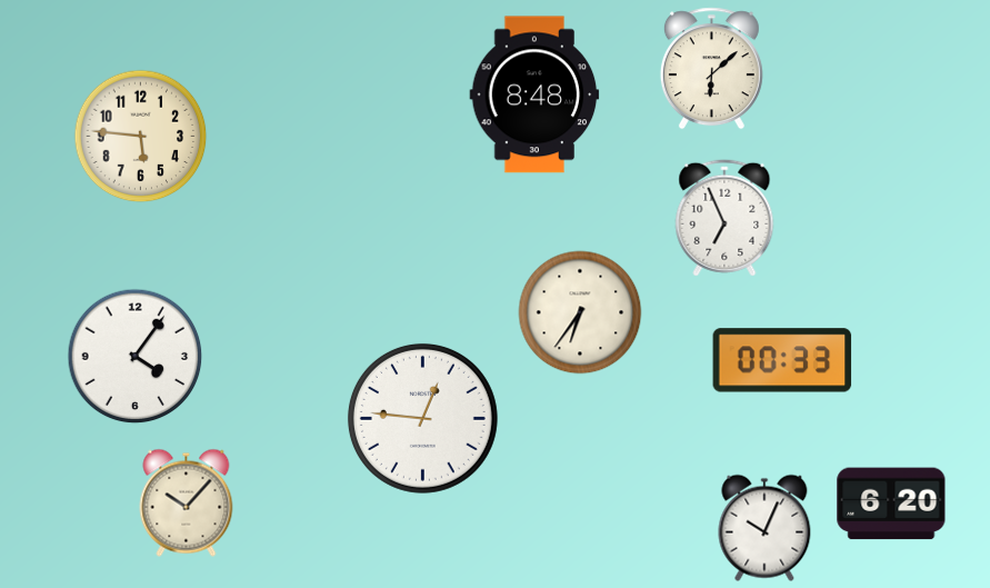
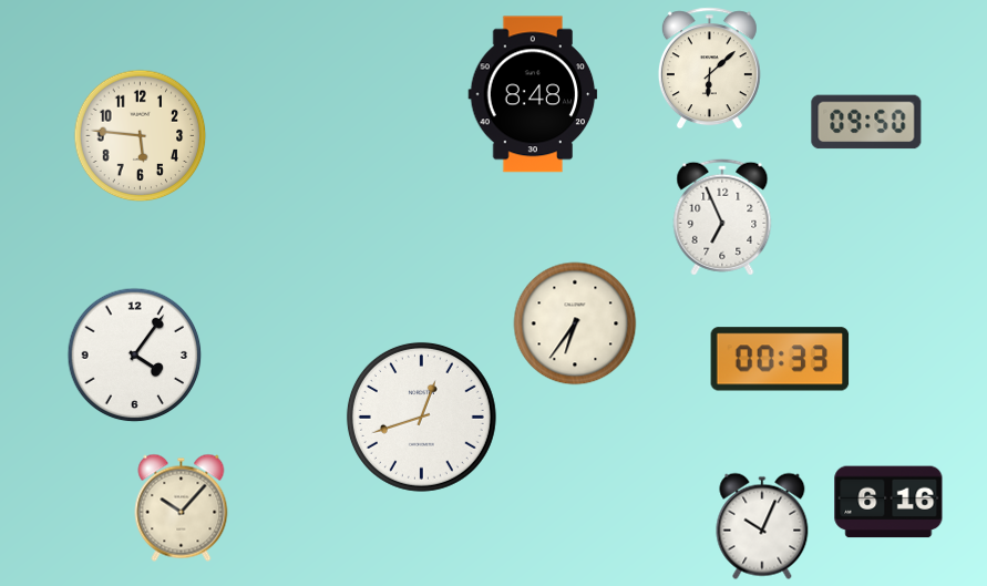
clock at (866, 122): none -> 09:50
clock at (580, 312) position: (580, 312) -> (575, 323)
clock at (422, 418): 12:46 -> 12:42
clock at (187, 502) position: (187, 502) -> (182, 507)
clock at (891, 504): 6:20 -> 6:16
